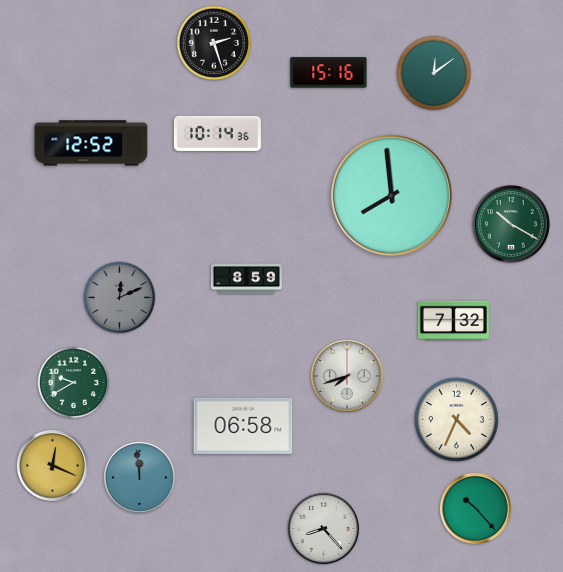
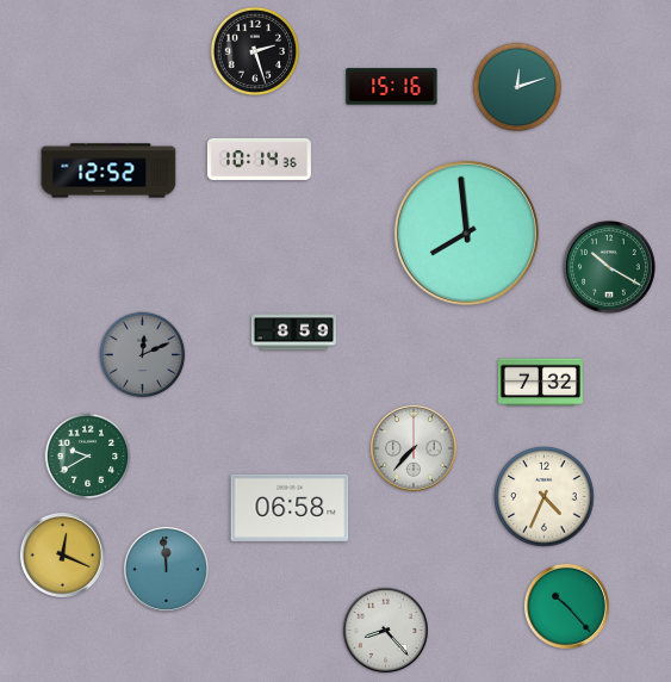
clock at (434, 73): 12:09 -> 12:12
clock at (347, 376): 7:42 -> 7:37
clock at (457, 420) position: (457, 420) -> (545, 497)
